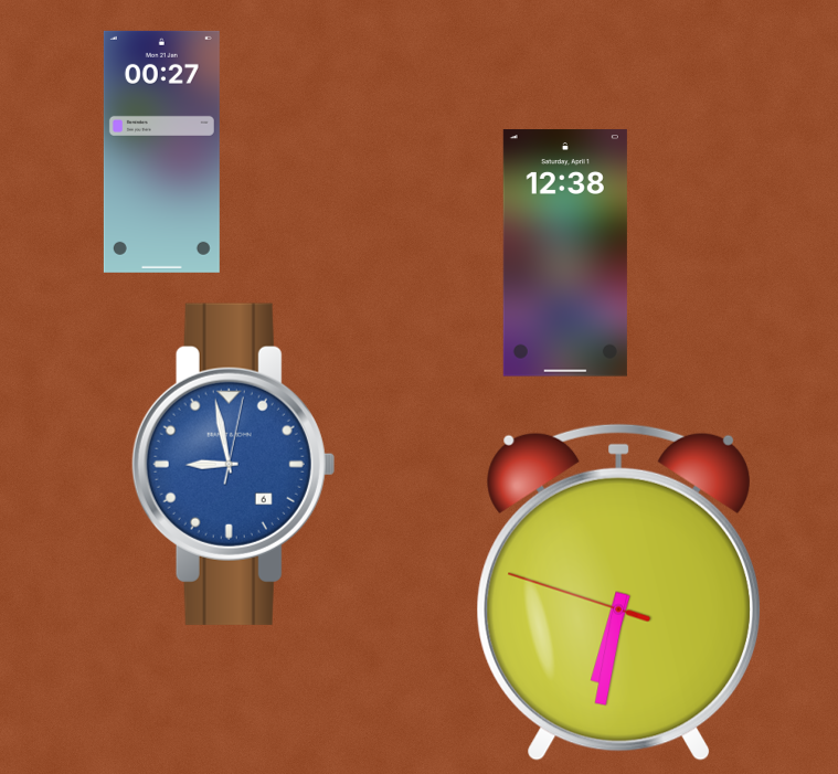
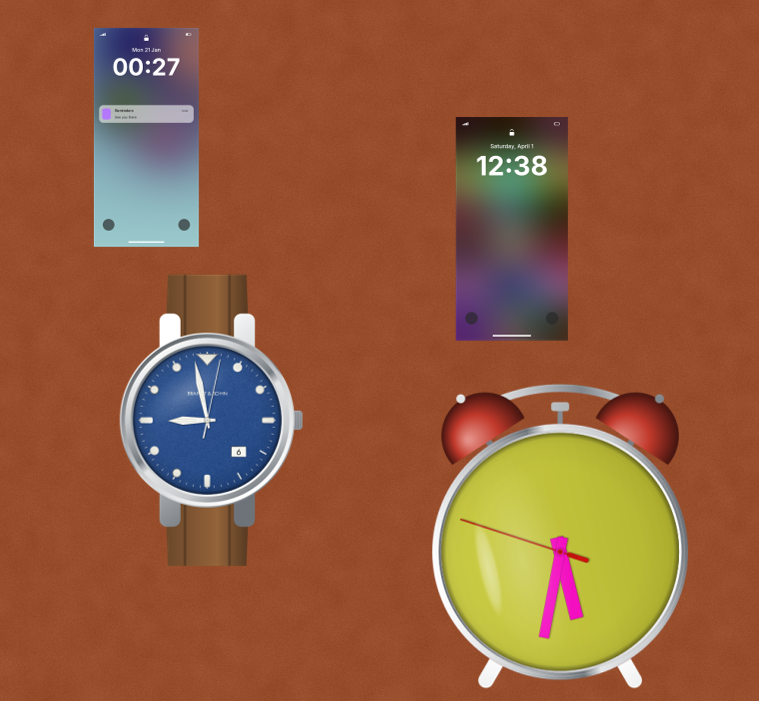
clock at (618, 592): 6:31 -> 5:31
